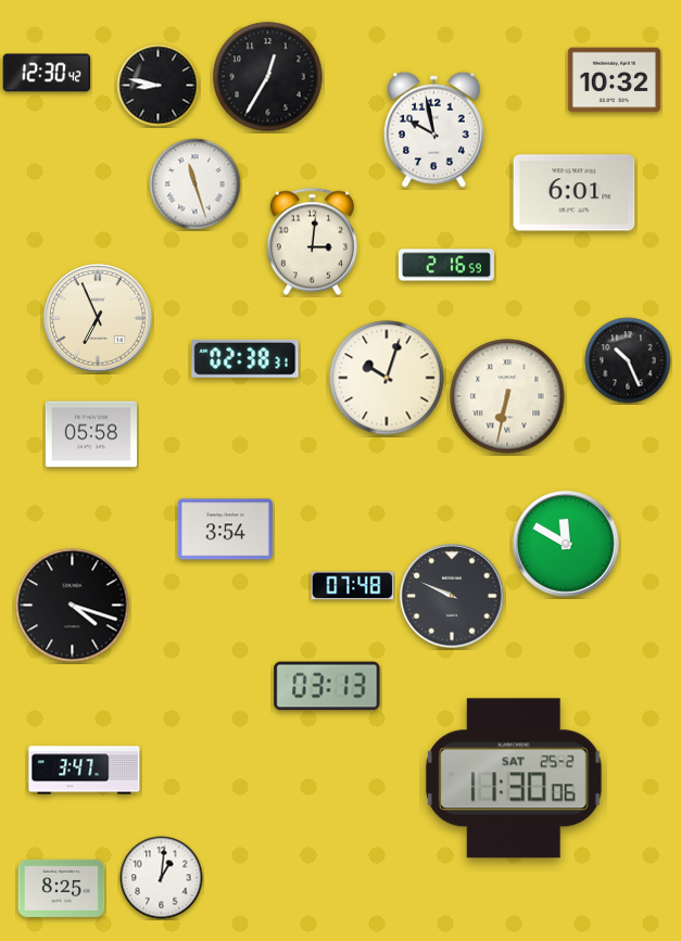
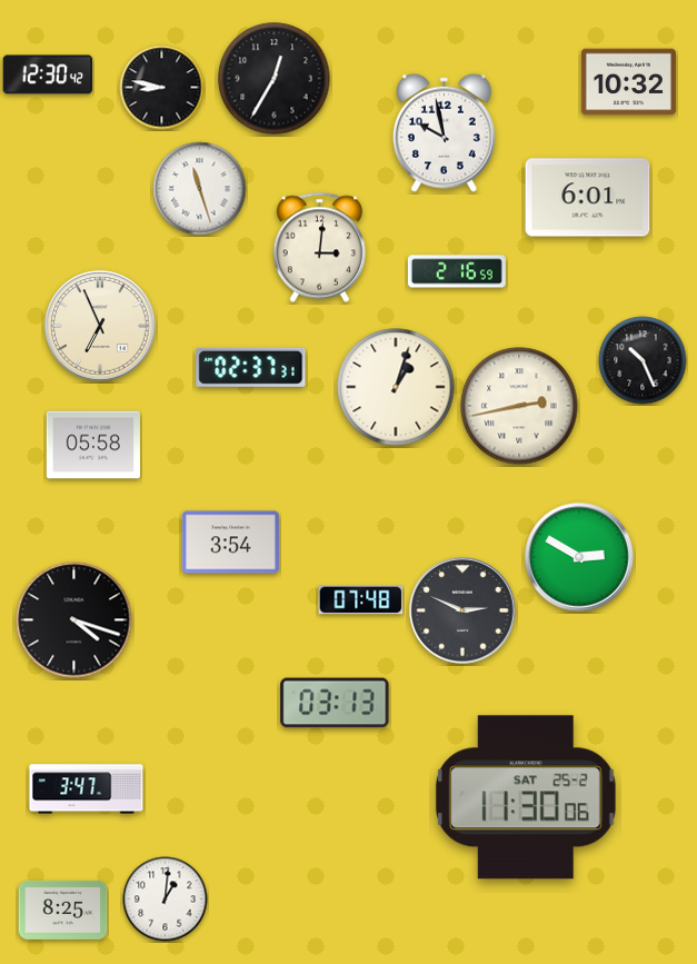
clock at (245, 358): 02:38 -> 02:37
clock at (628, 360) position: (628, 360) -> (643, 360)
clock at (387, 378): 10:03 -> 1:03
clock at (507, 396): 6:32 -> 2:43
clock at (566, 544): 11:50 -> 2:50
clock at (452, 596): 9:49 -> 2:49
